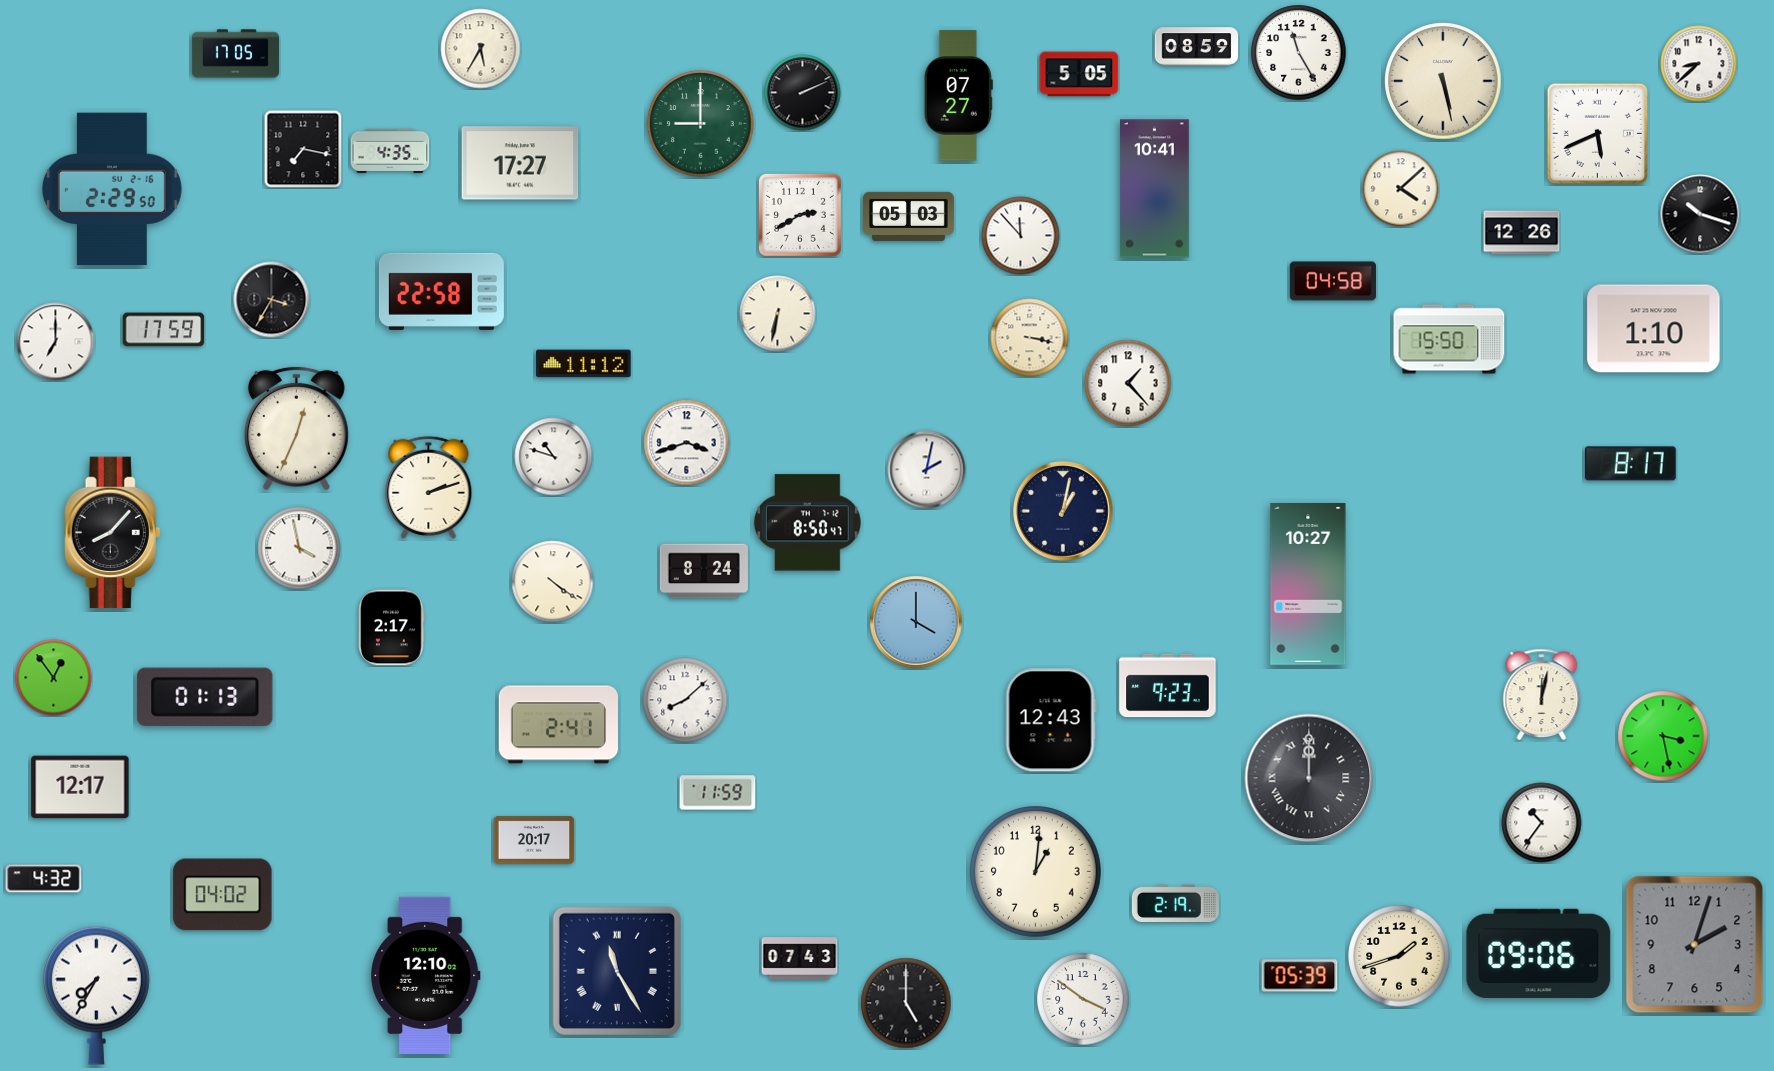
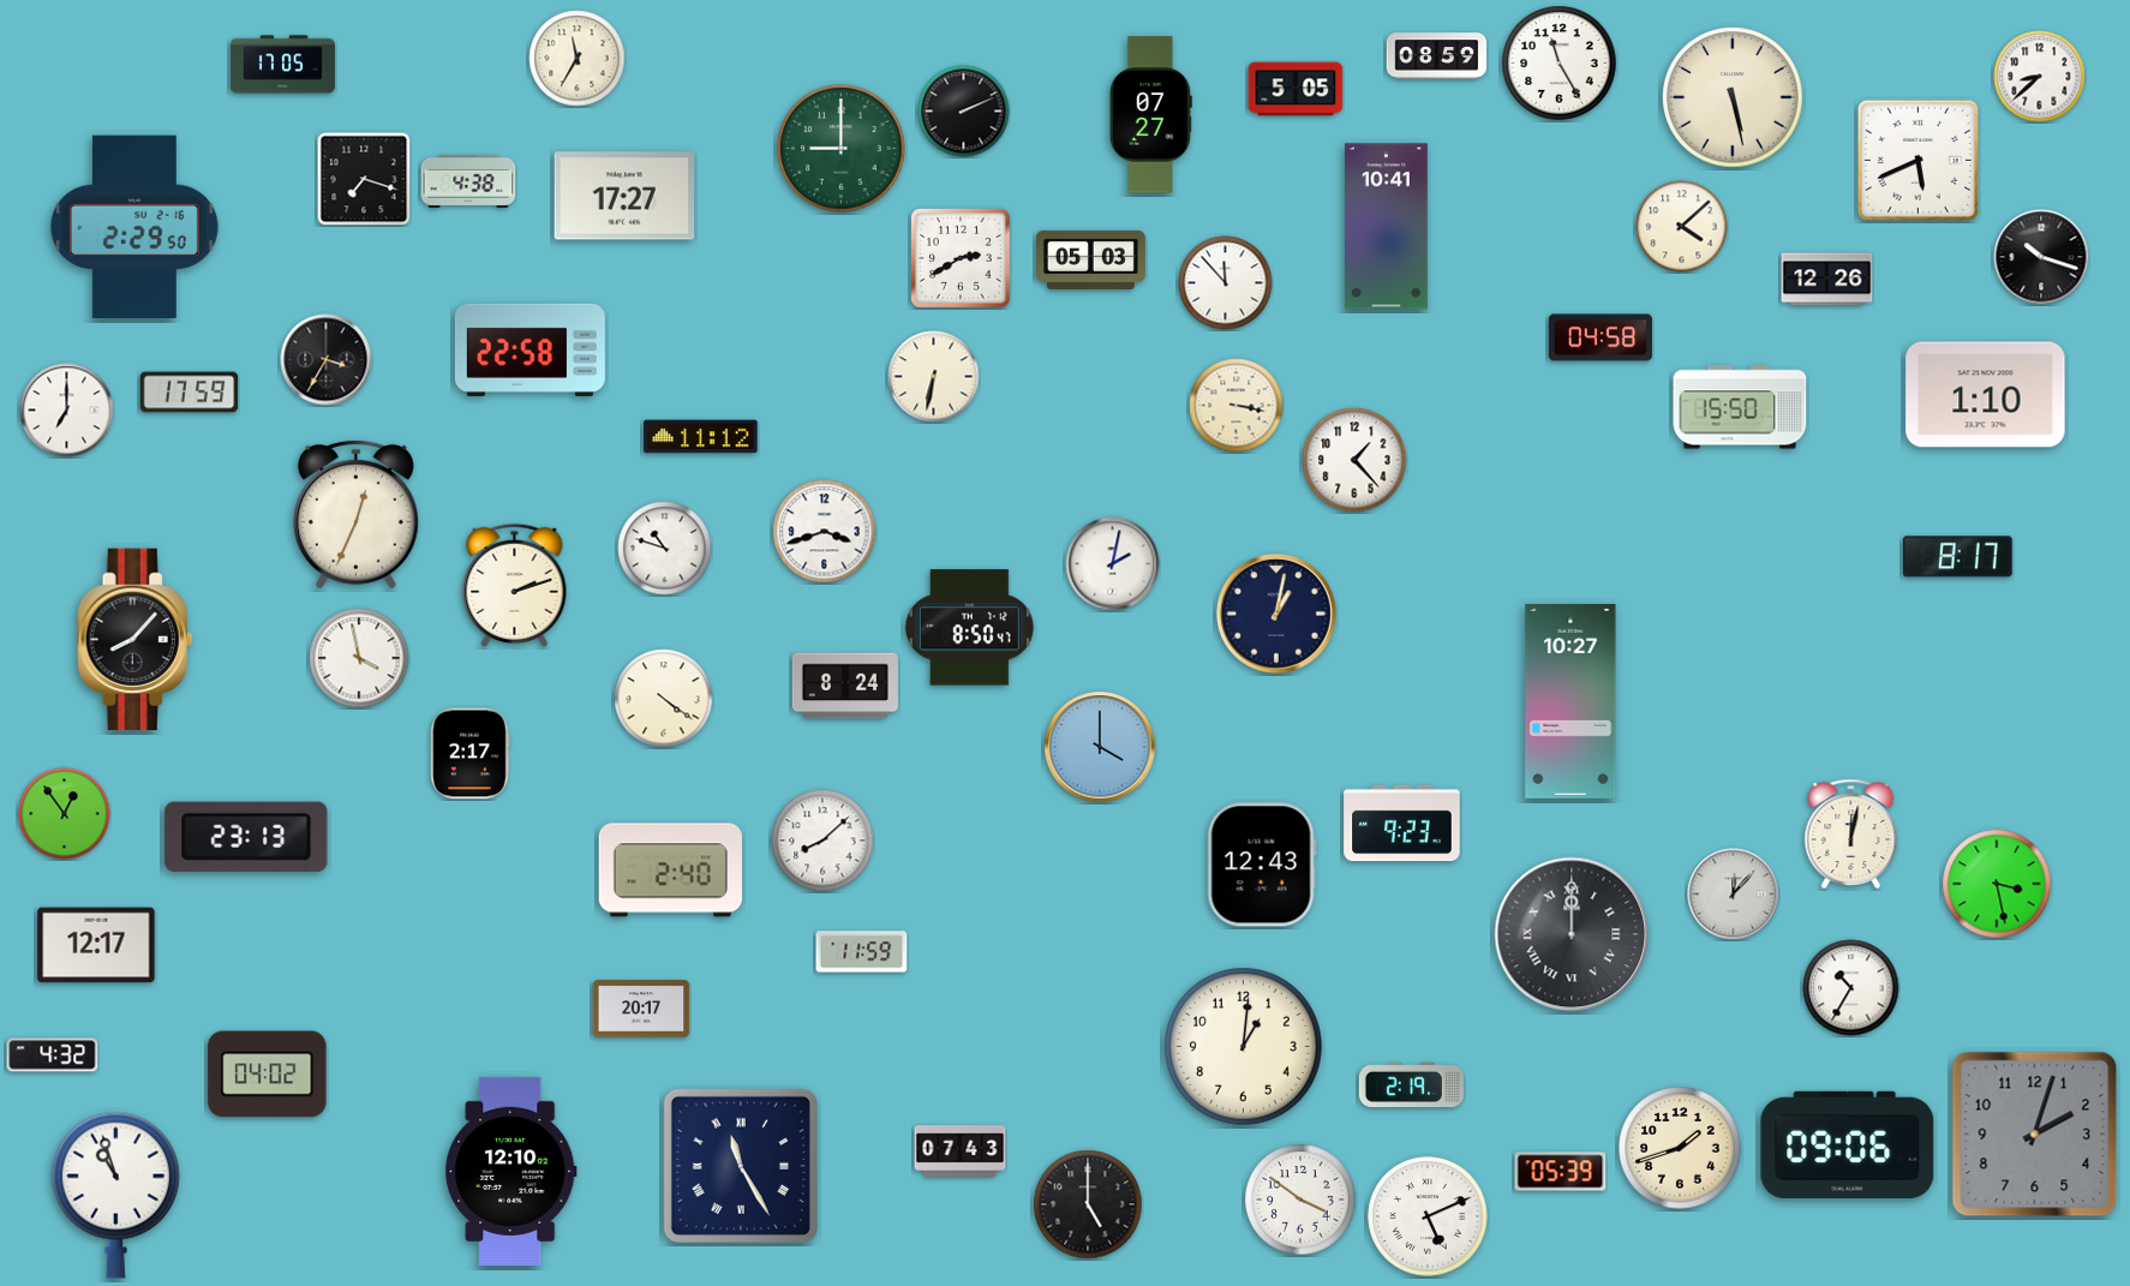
clock at (481, 49): 5:35 -> 11:35
clock at (303, 149): 7:17 -> 7:18
clock at (390, 151): 4:35 -> 4:38
clock at (164, 330) position: (164, 330) -> (190, 393)
clock at (205, 697): 01:13 -> 23:13
clock at (558, 725): 2:41 -> 2:40
clock at (1734, 895): none -> 12:07
clock at (1542, 823): 10:36 -> 10:35
clock at (96, 995): 7:35 -> 10:57
clock at (1428, 1216): none -> 5:11
